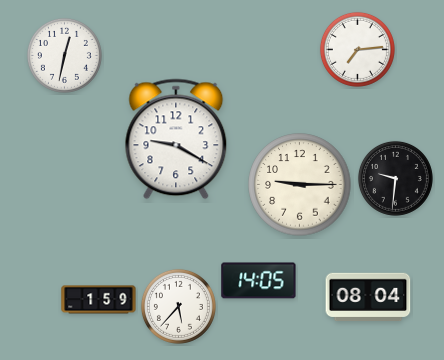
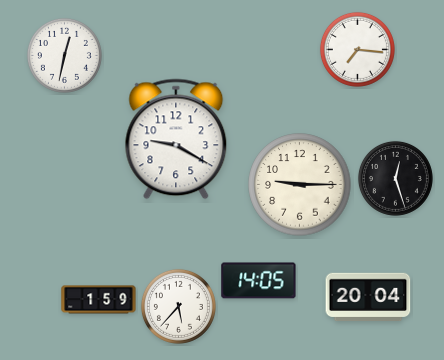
clock at (357, 49): 7:14 -> 7:16
clock at (395, 178): 9:31 -> 12:27
clock at (368, 296): 08:04 -> 20:04
